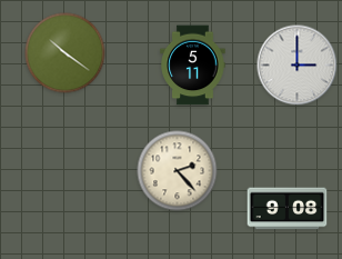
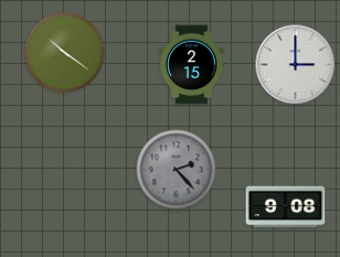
clock at (193, 66): 5:11 -> 2:15
clock at (178, 171) dial: cream -> grey
